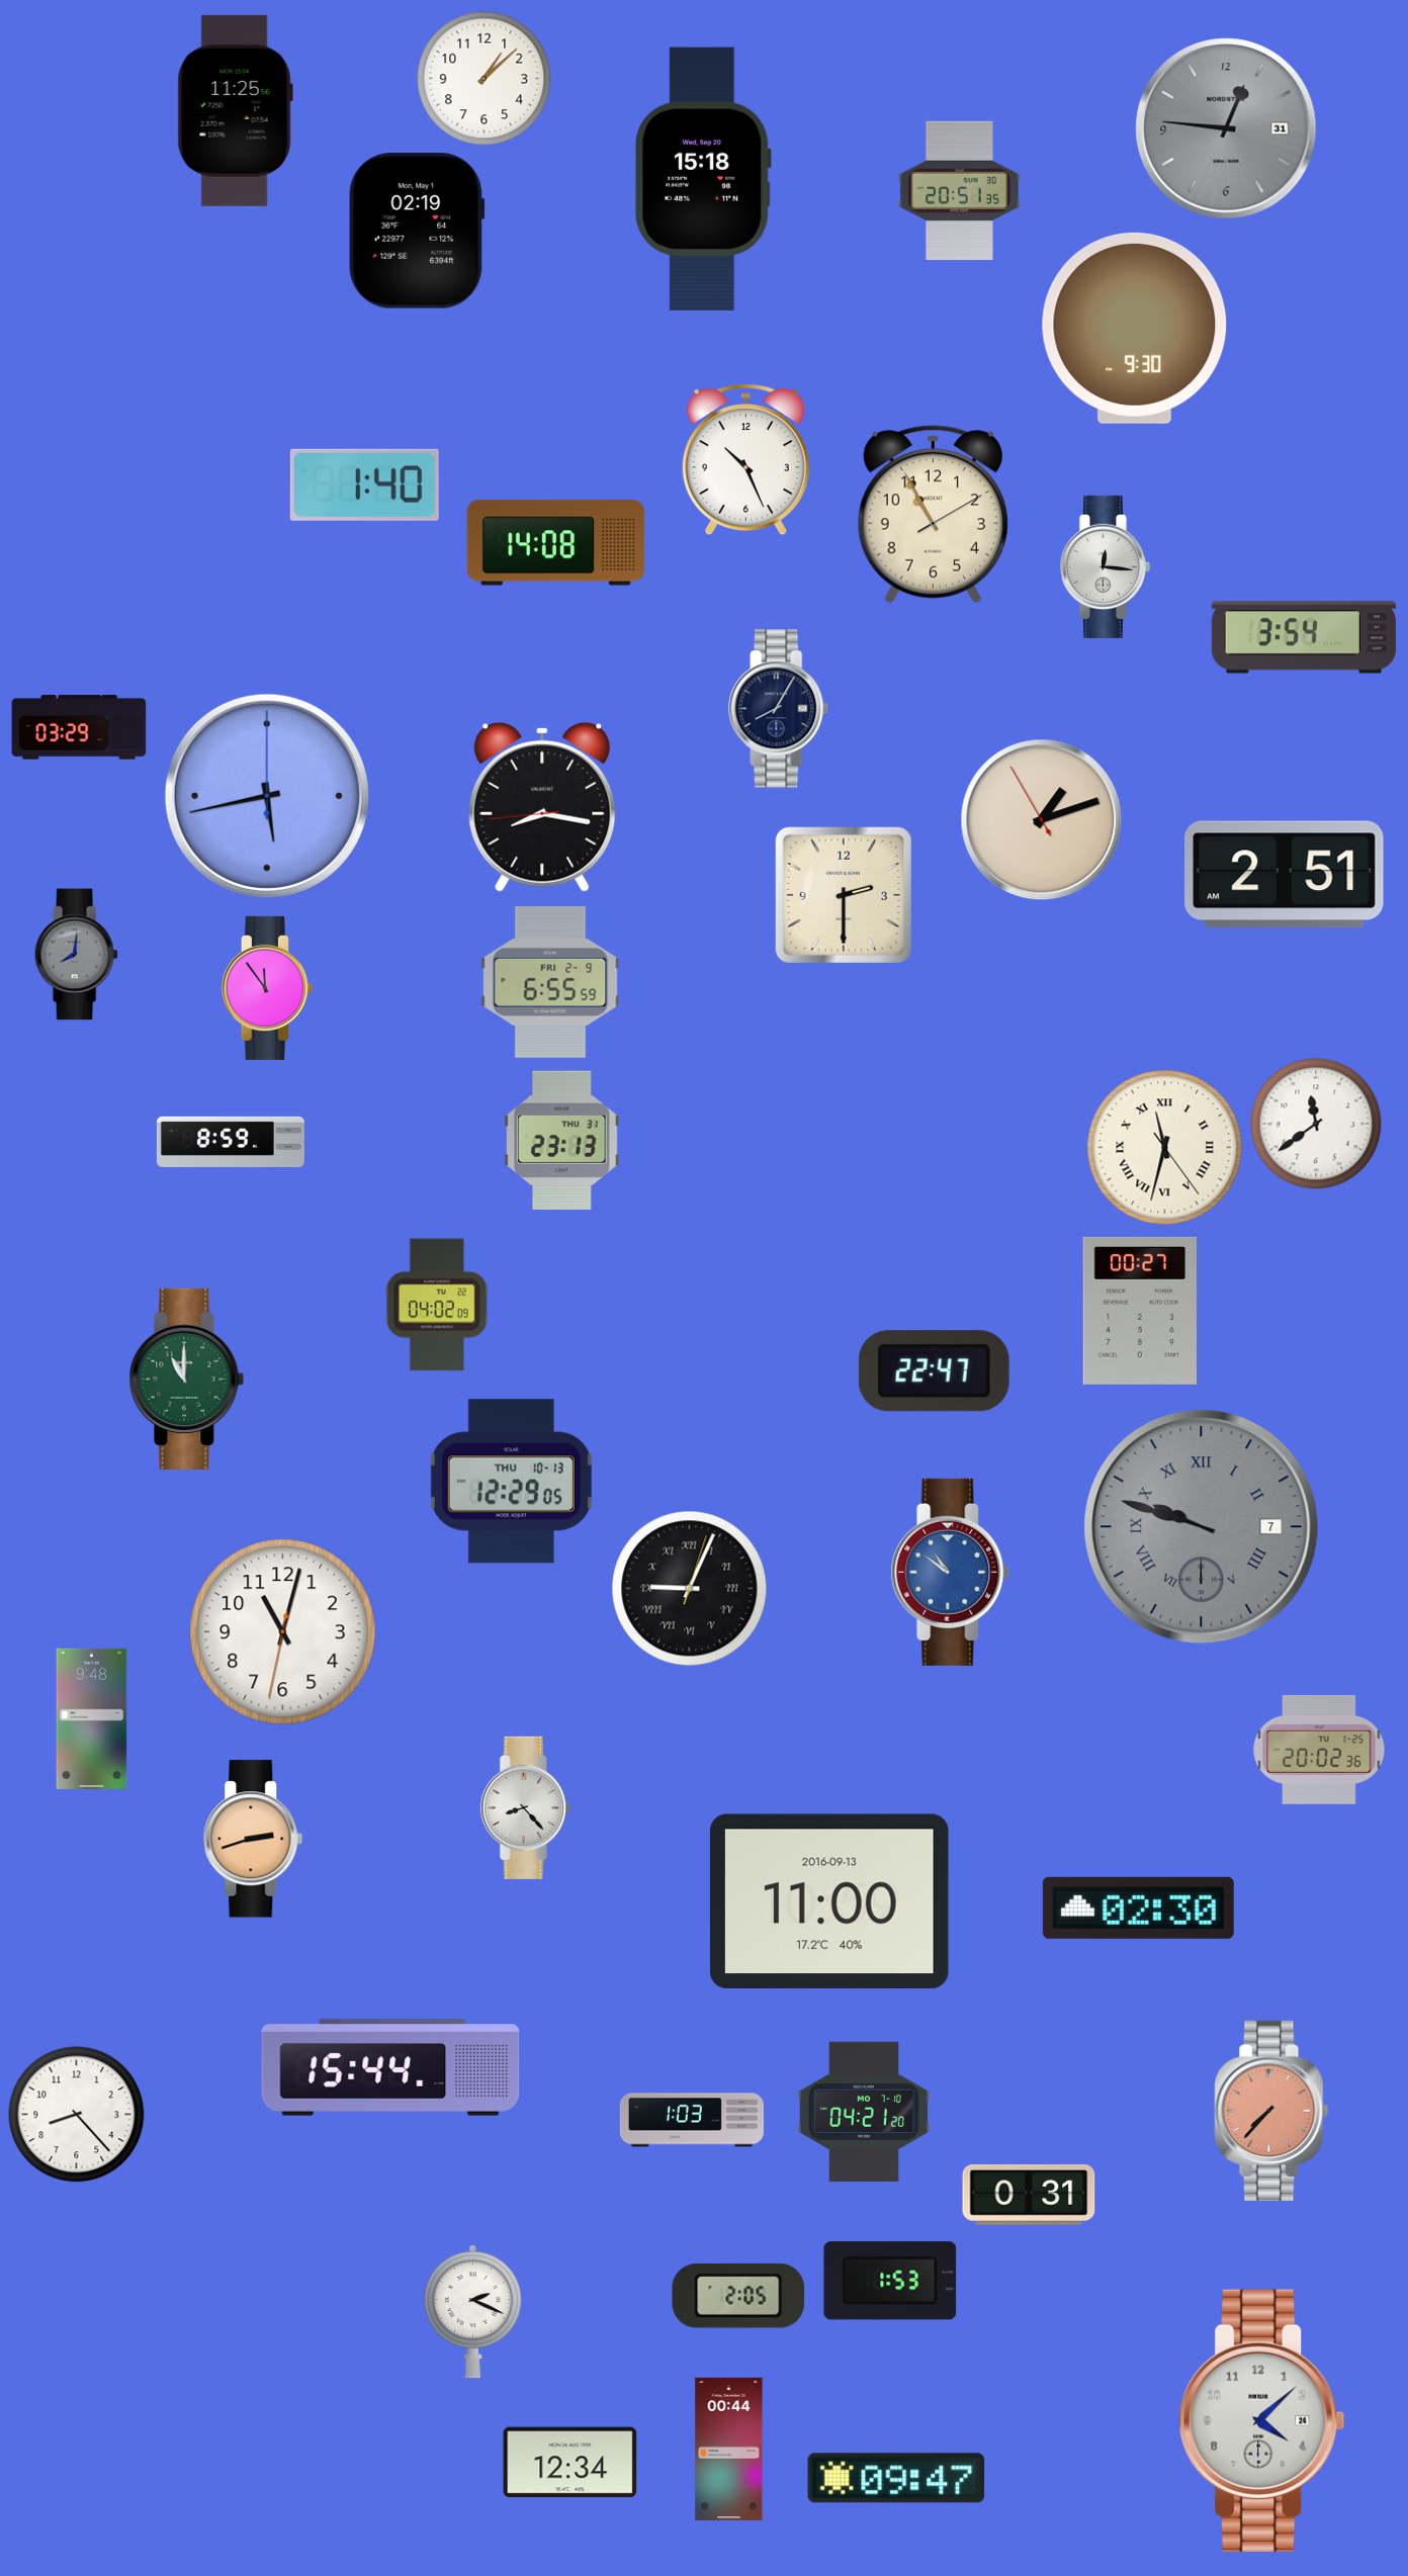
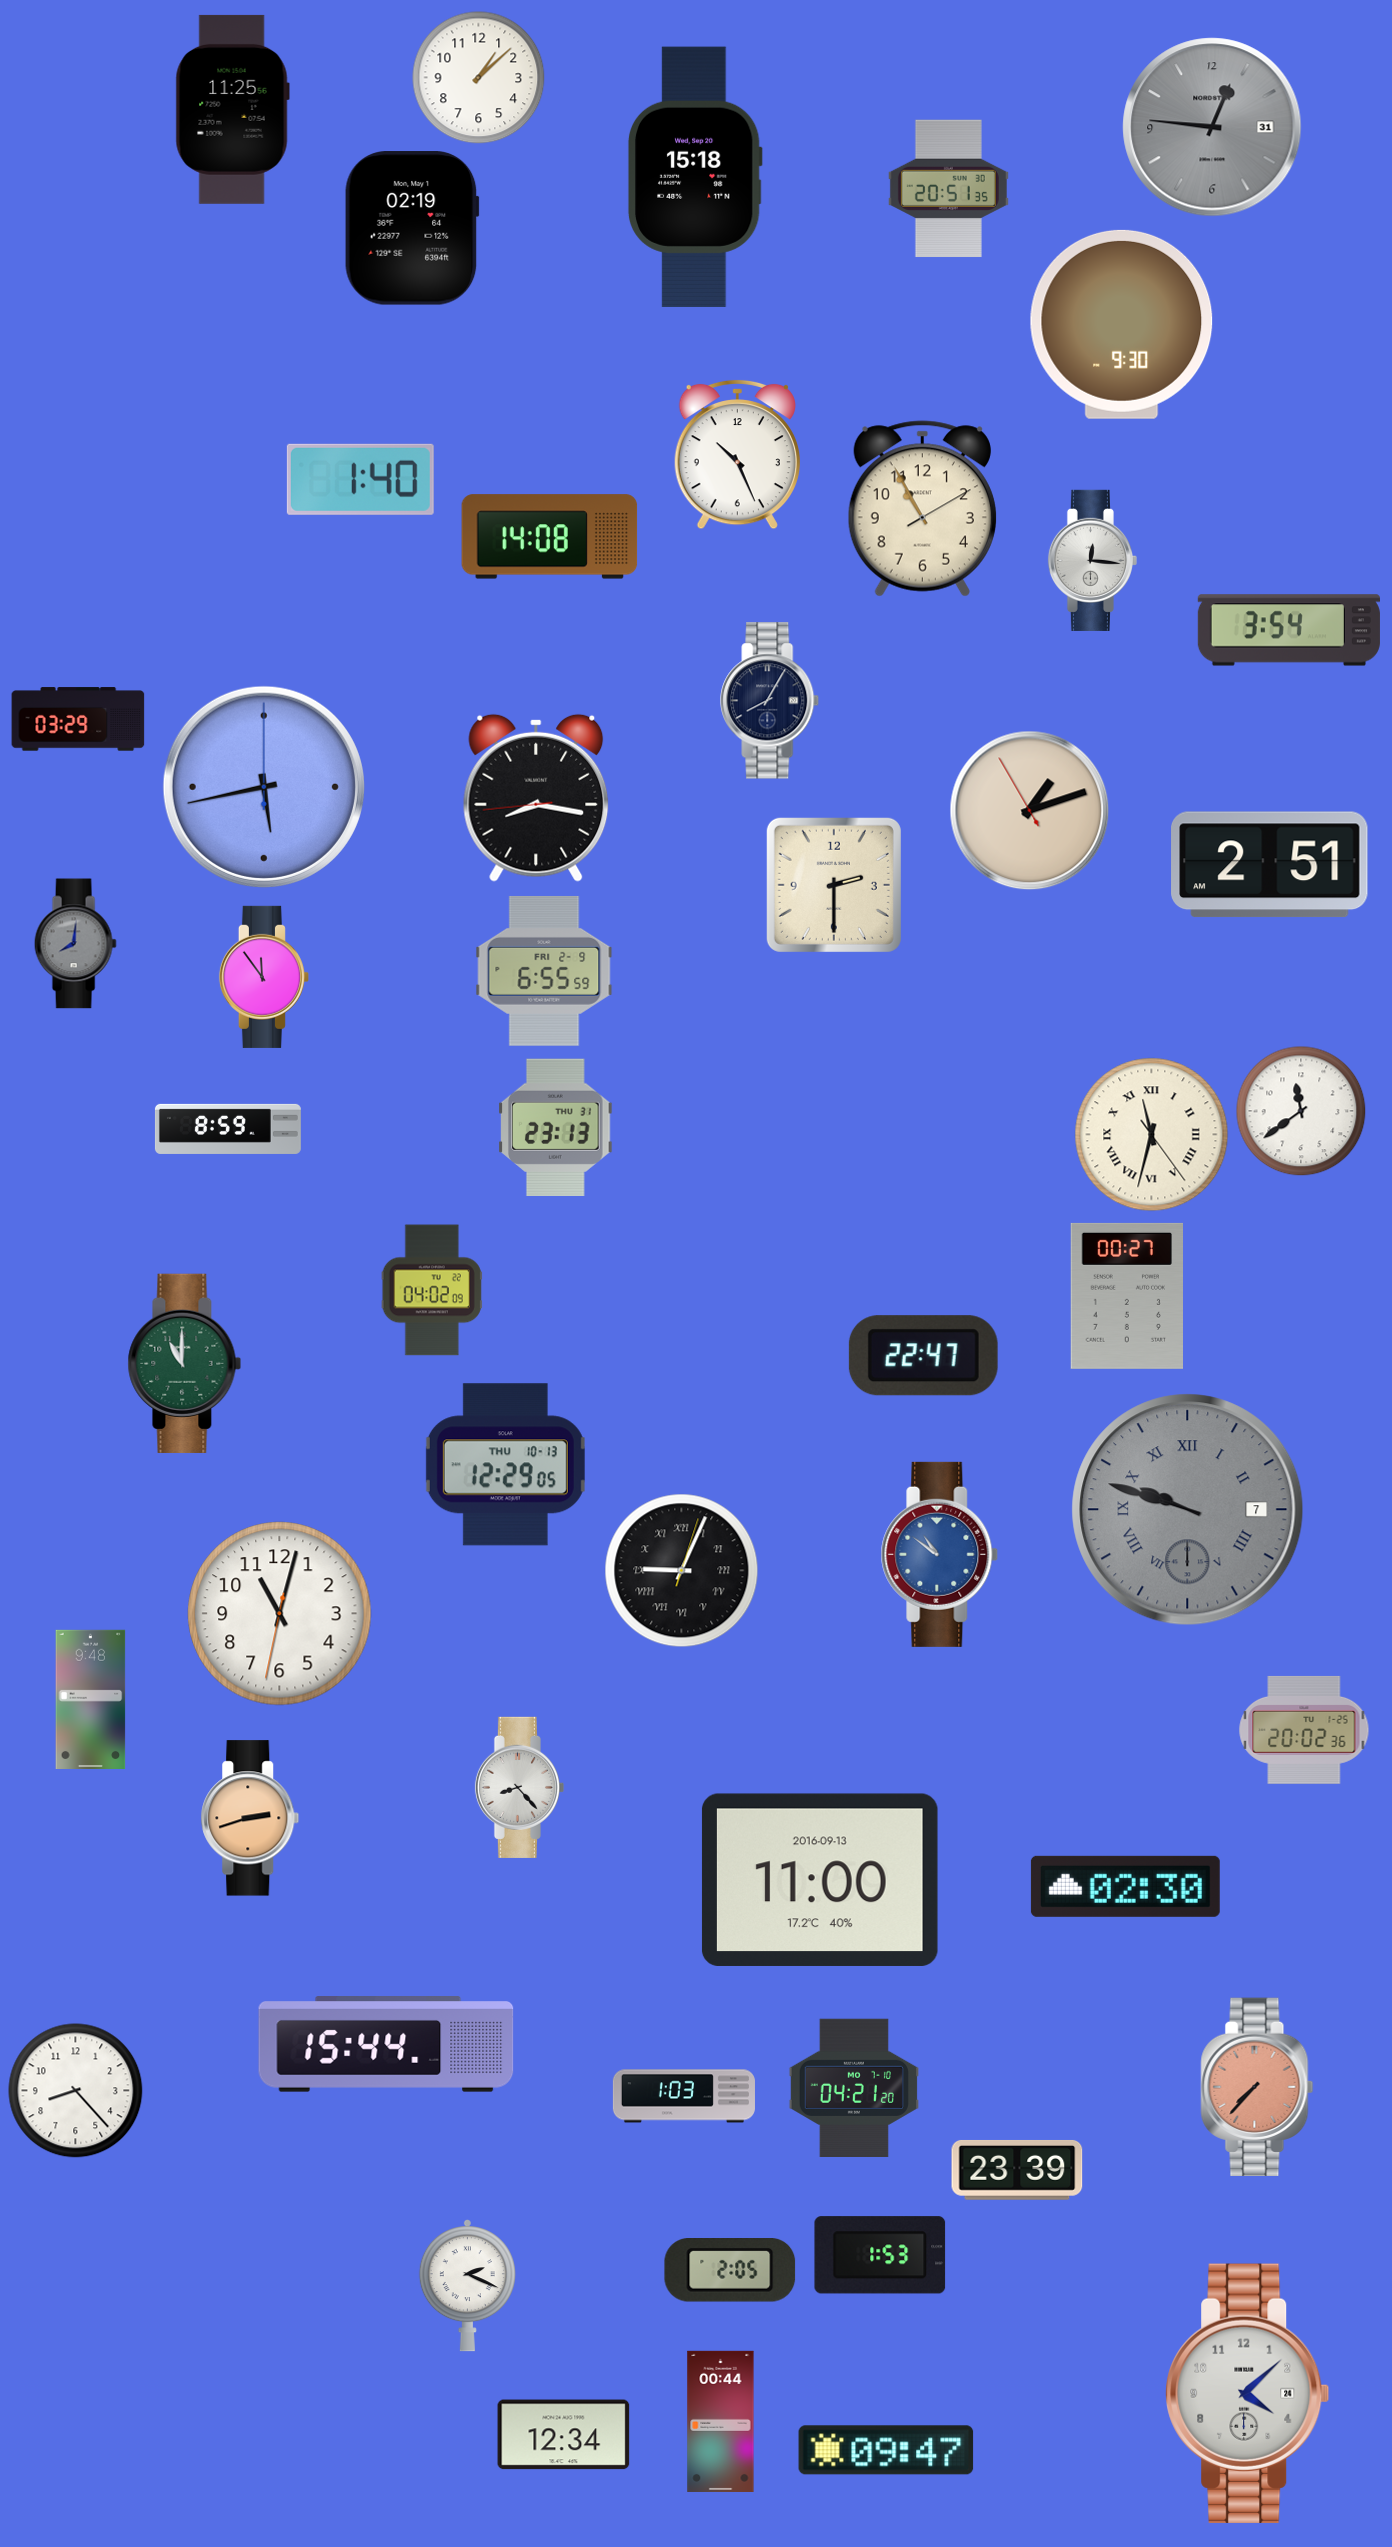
clock at (1029, 2195): 0:31 -> 23:39
